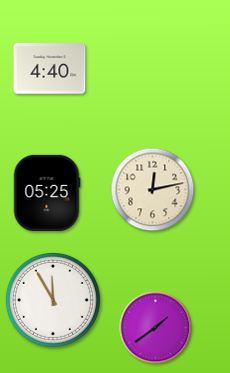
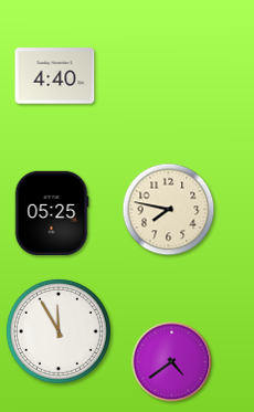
clock at (153, 190): 12:13 -> 7:47
clock at (156, 328): 1:39 -> 4:39
